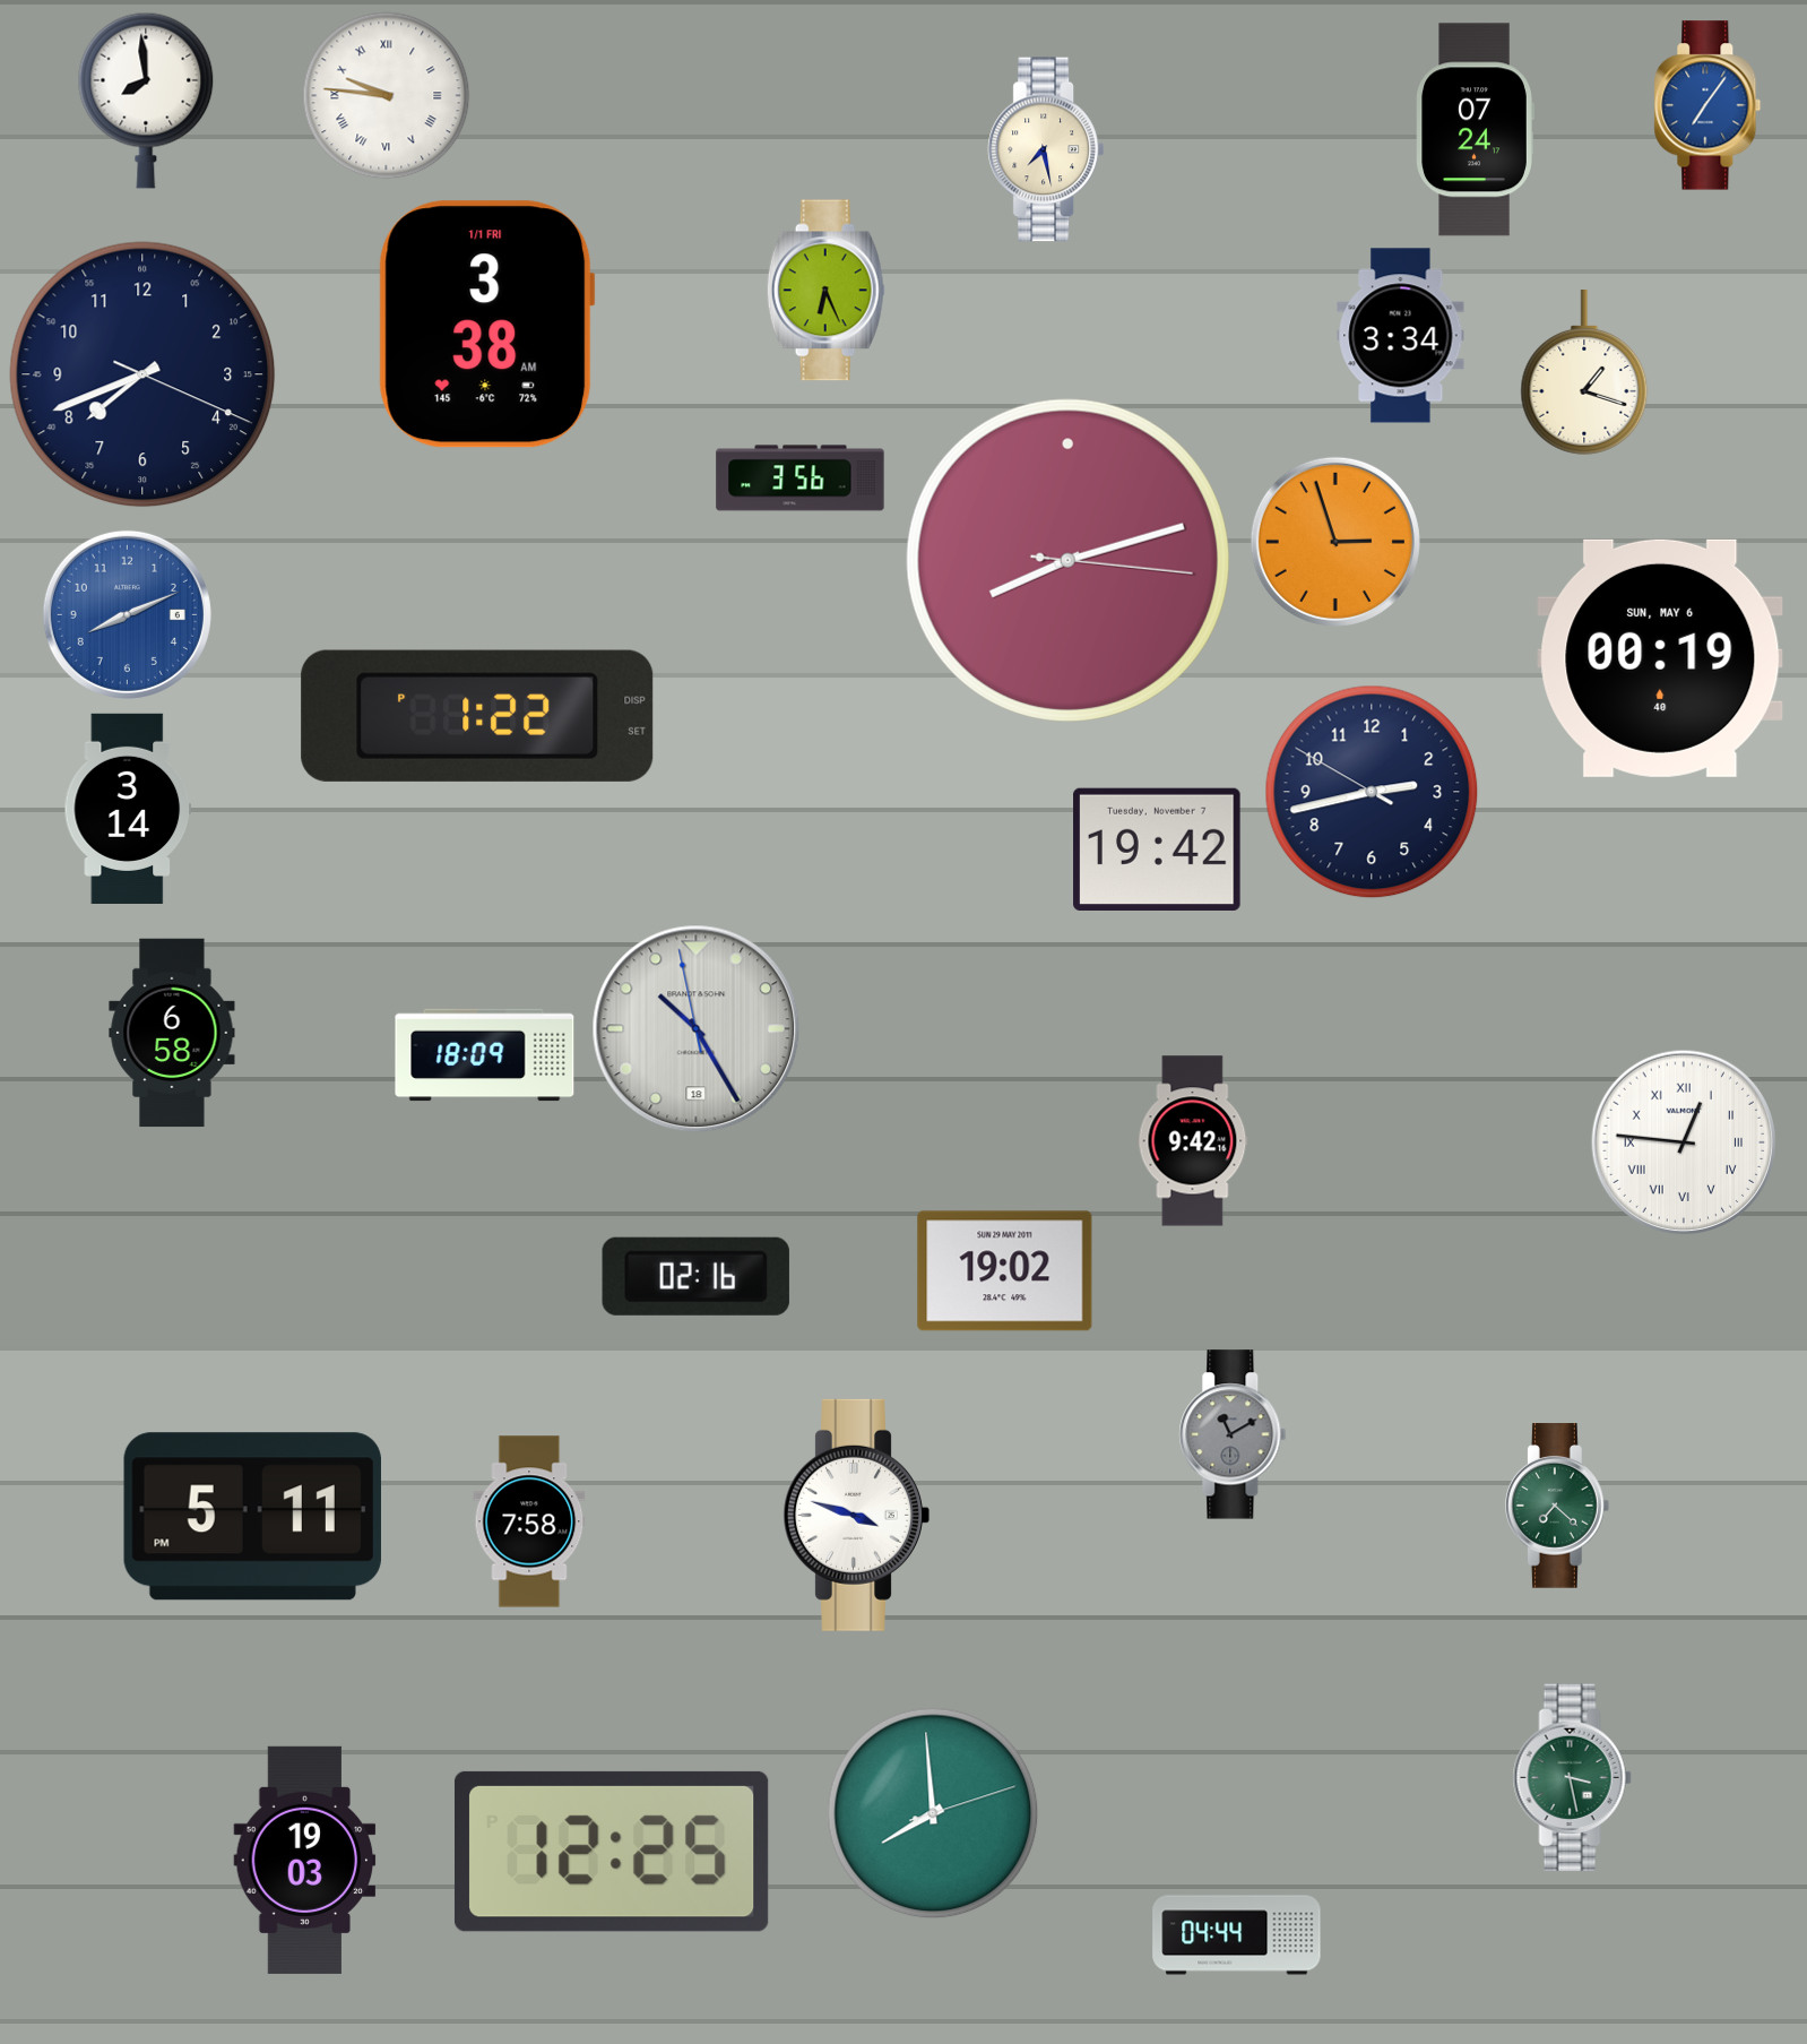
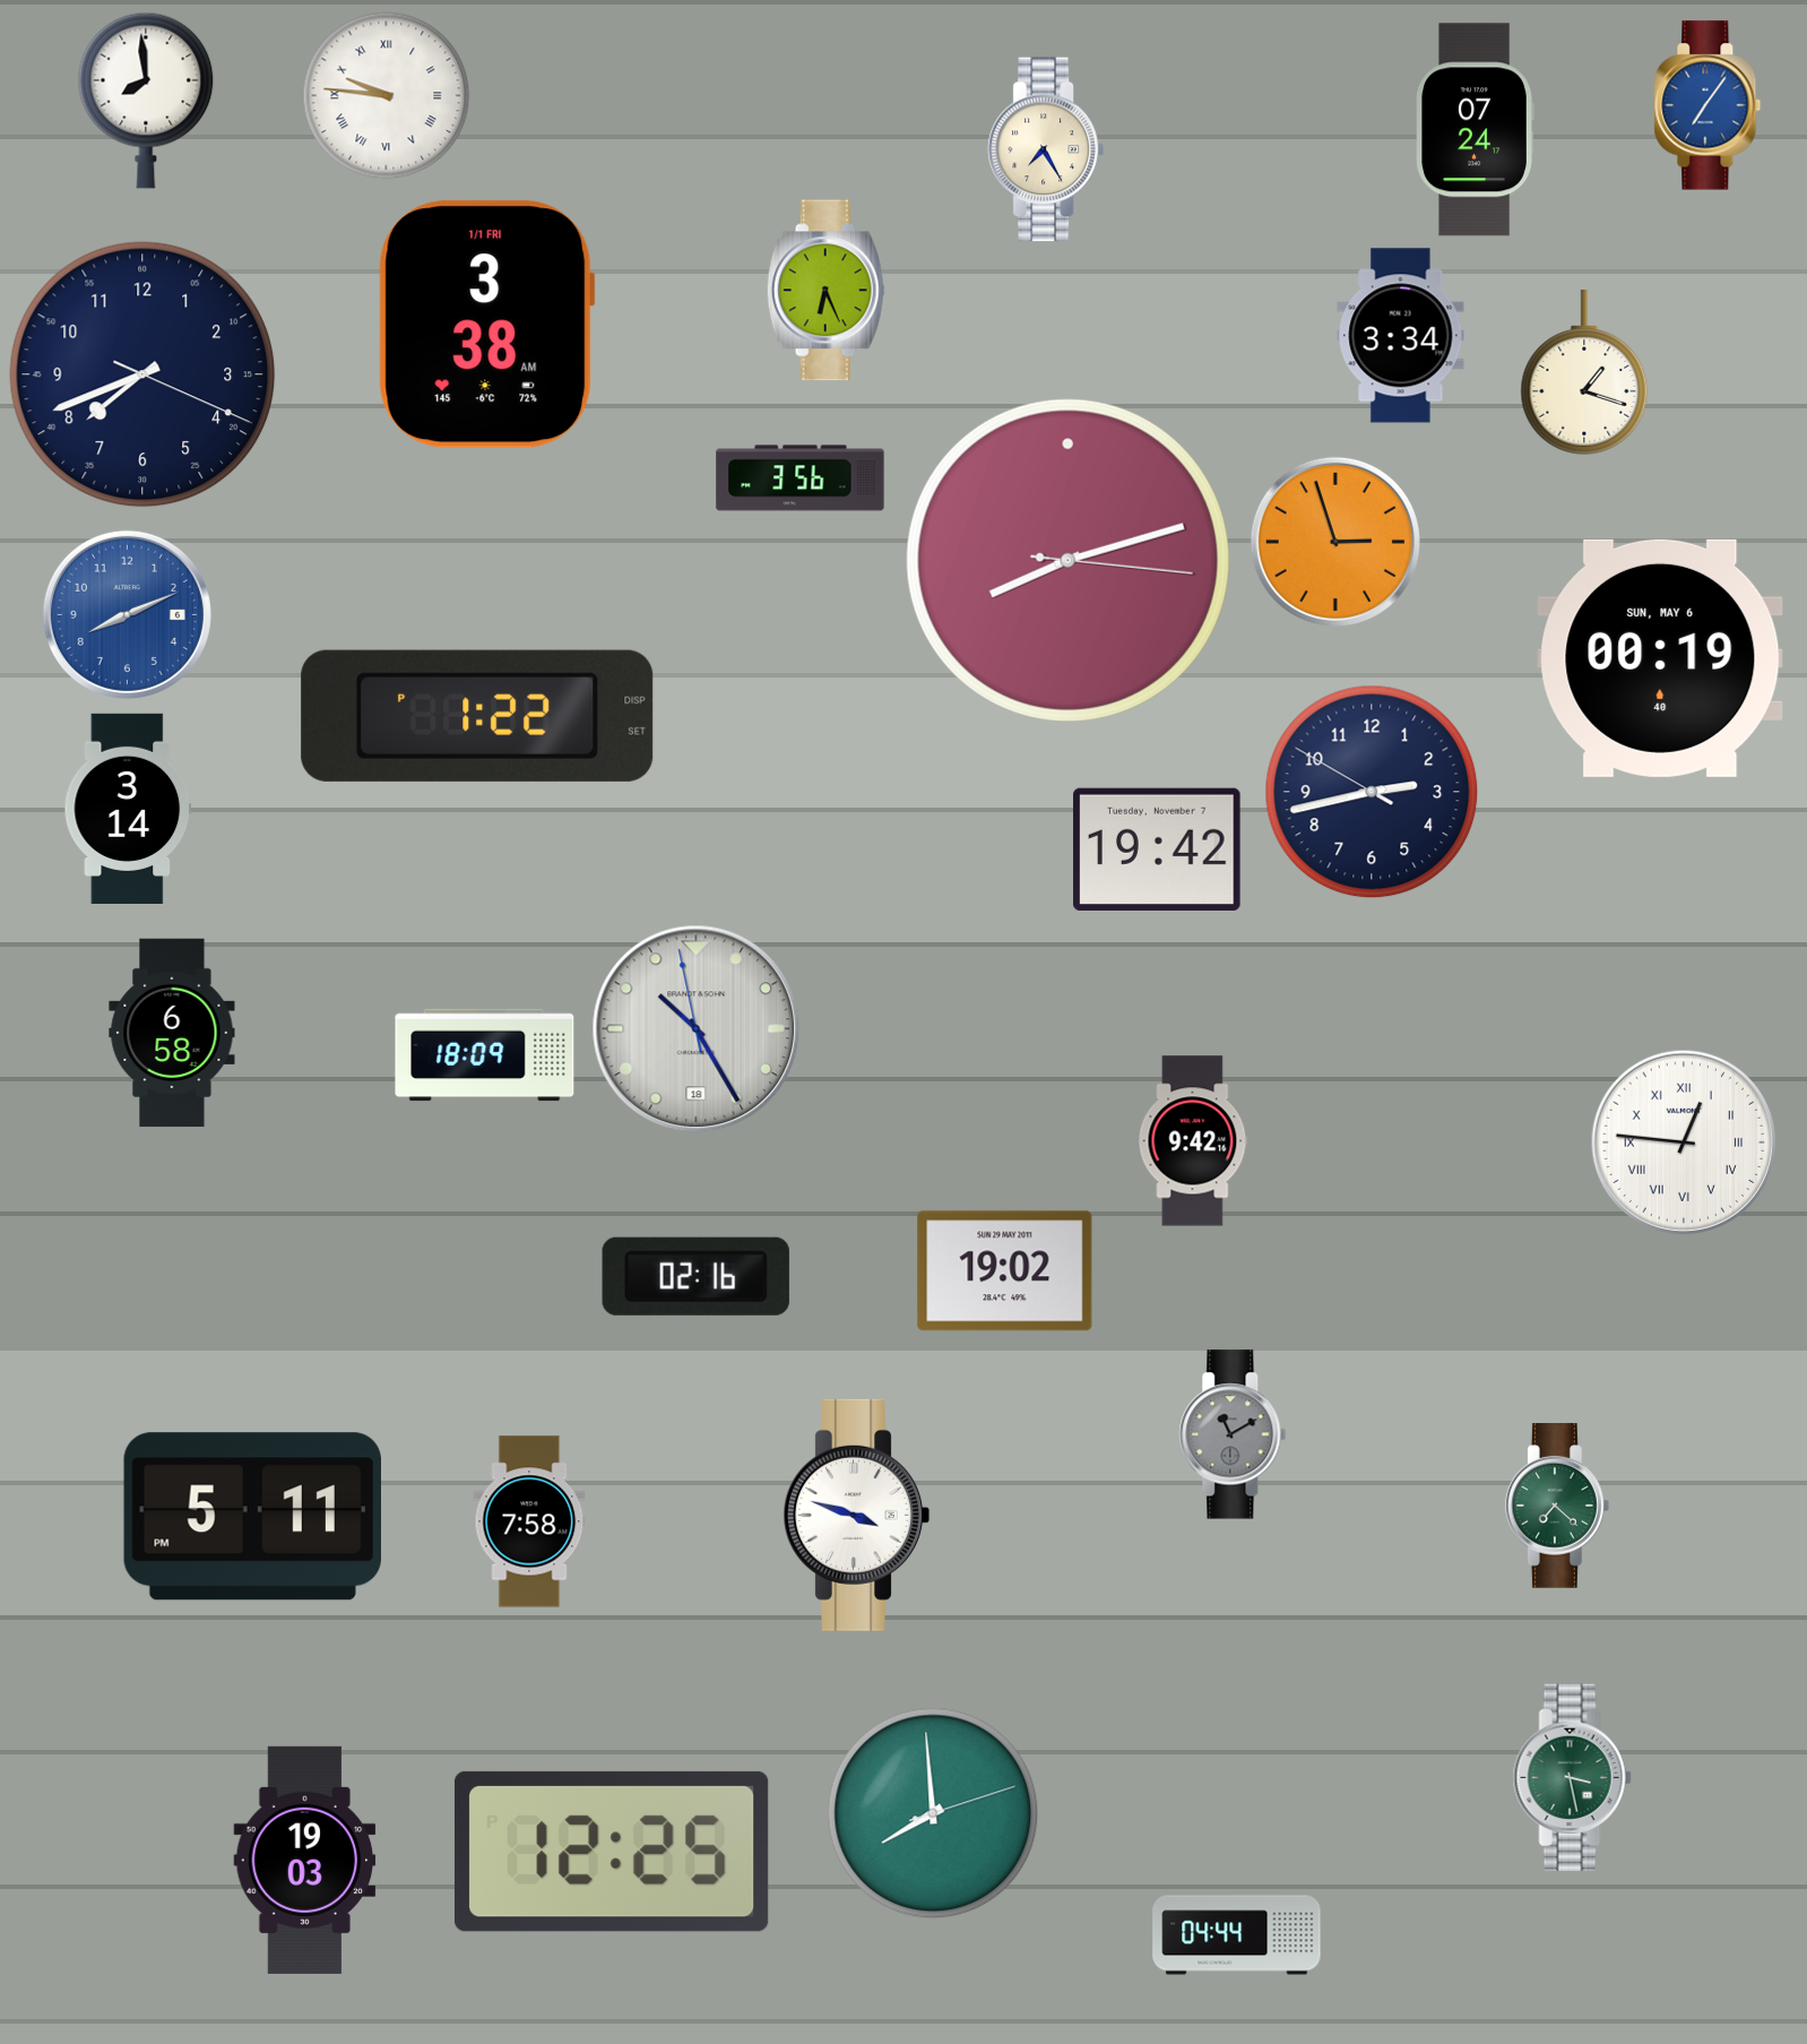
clock at (1046, 149): 7:28 -> 7:25
